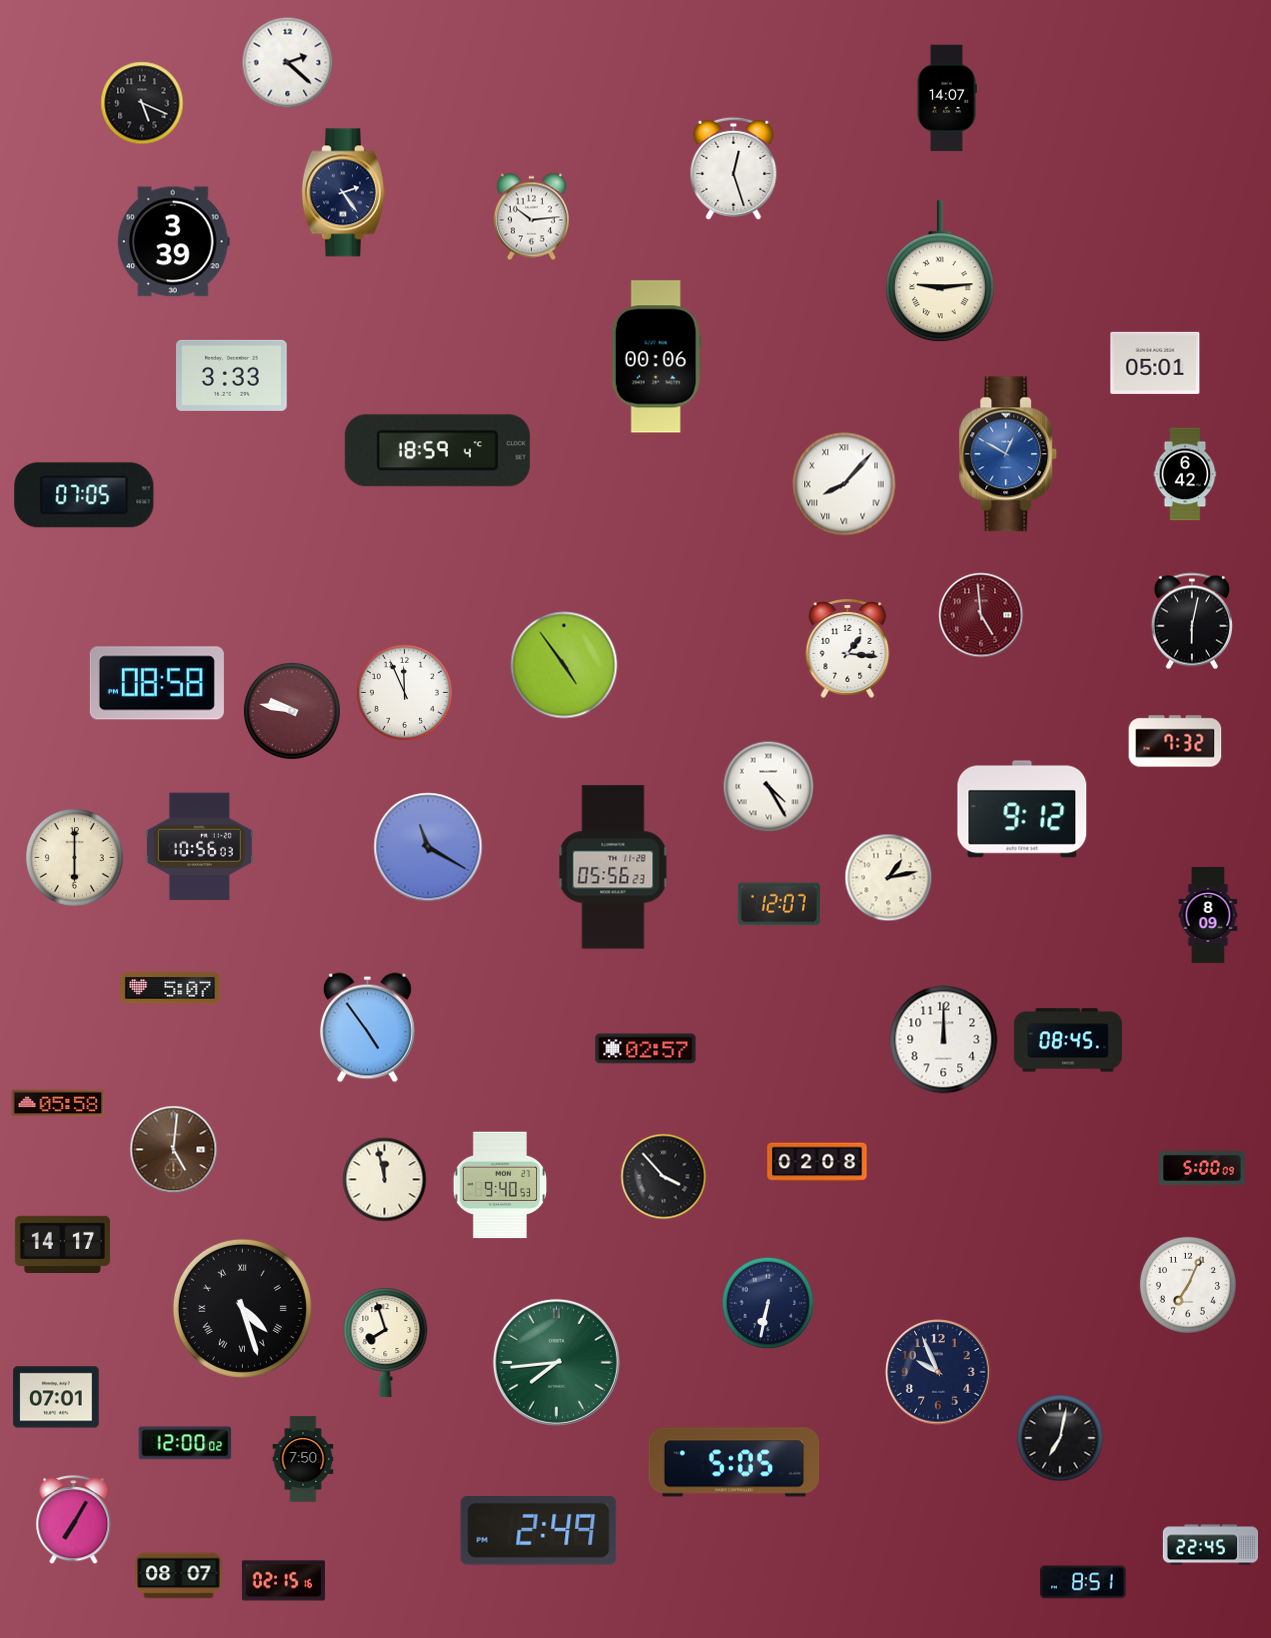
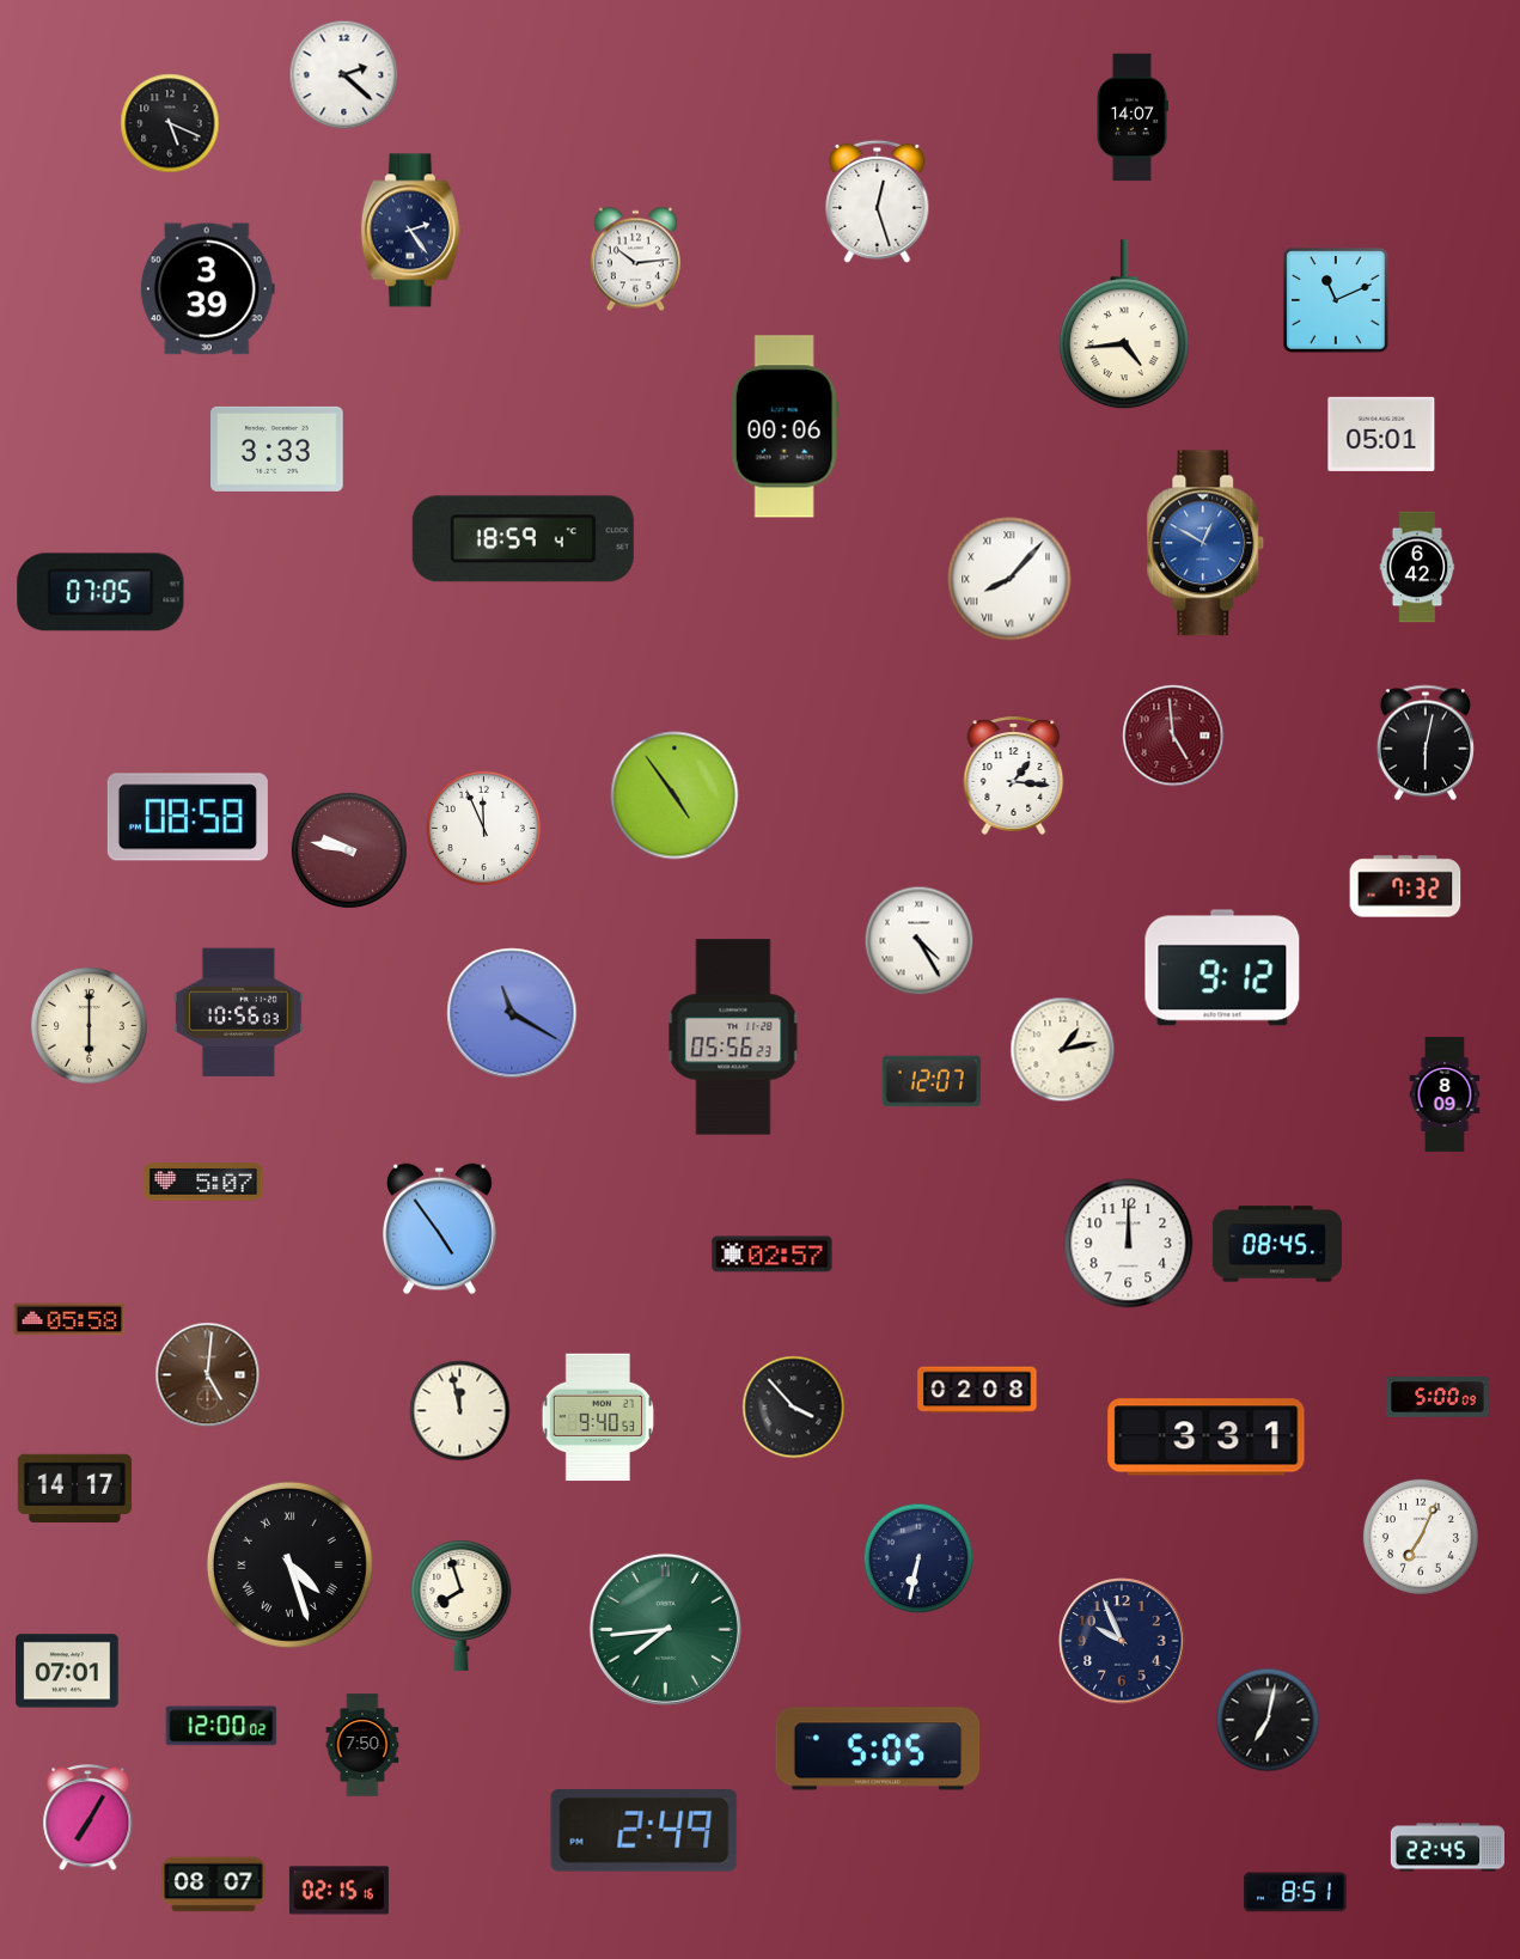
clock at (1336, 300): none -> 11:11
clock at (940, 272): 9:14 -> 4:44
clock at (1207, 1438): none -> 3:31
